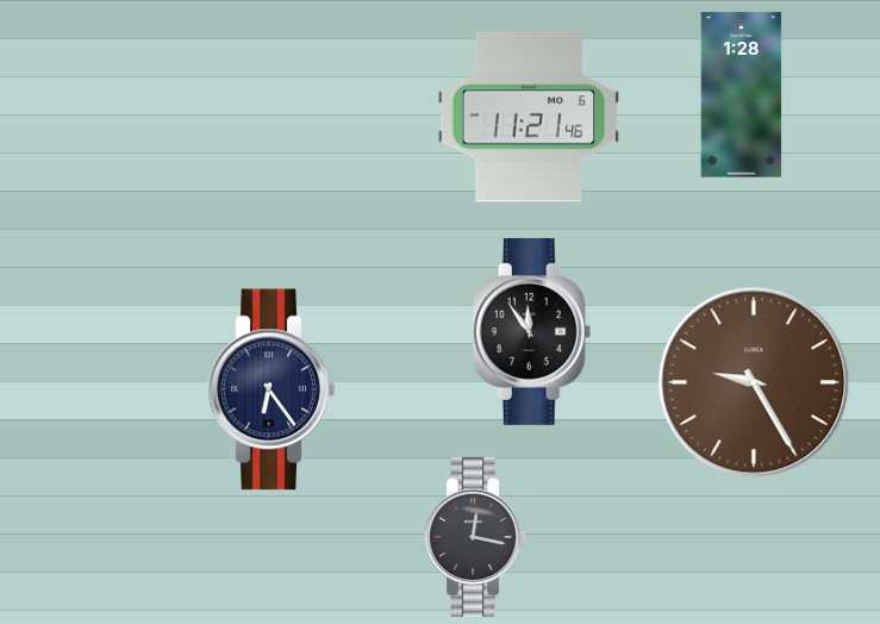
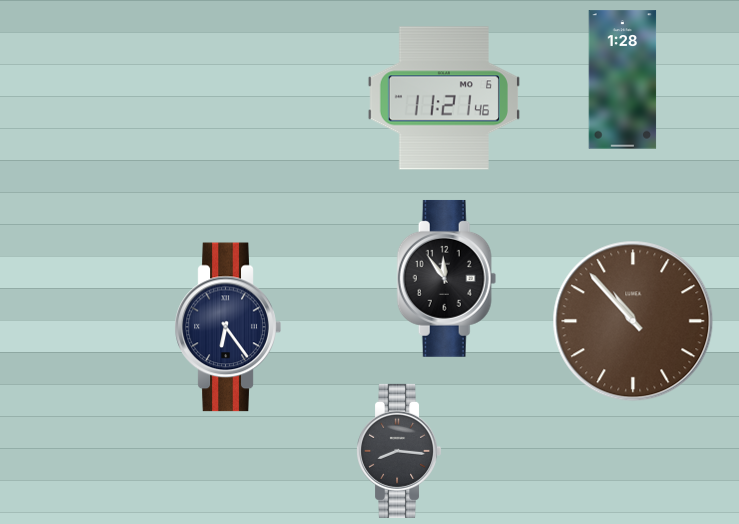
clock at (754, 382): 9:25 -> 10:53
clock at (475, 537): 12:17 -> 8:16
